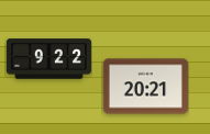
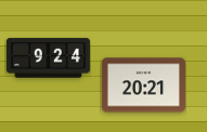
clock at (48, 59): 9:22 -> 9:24
